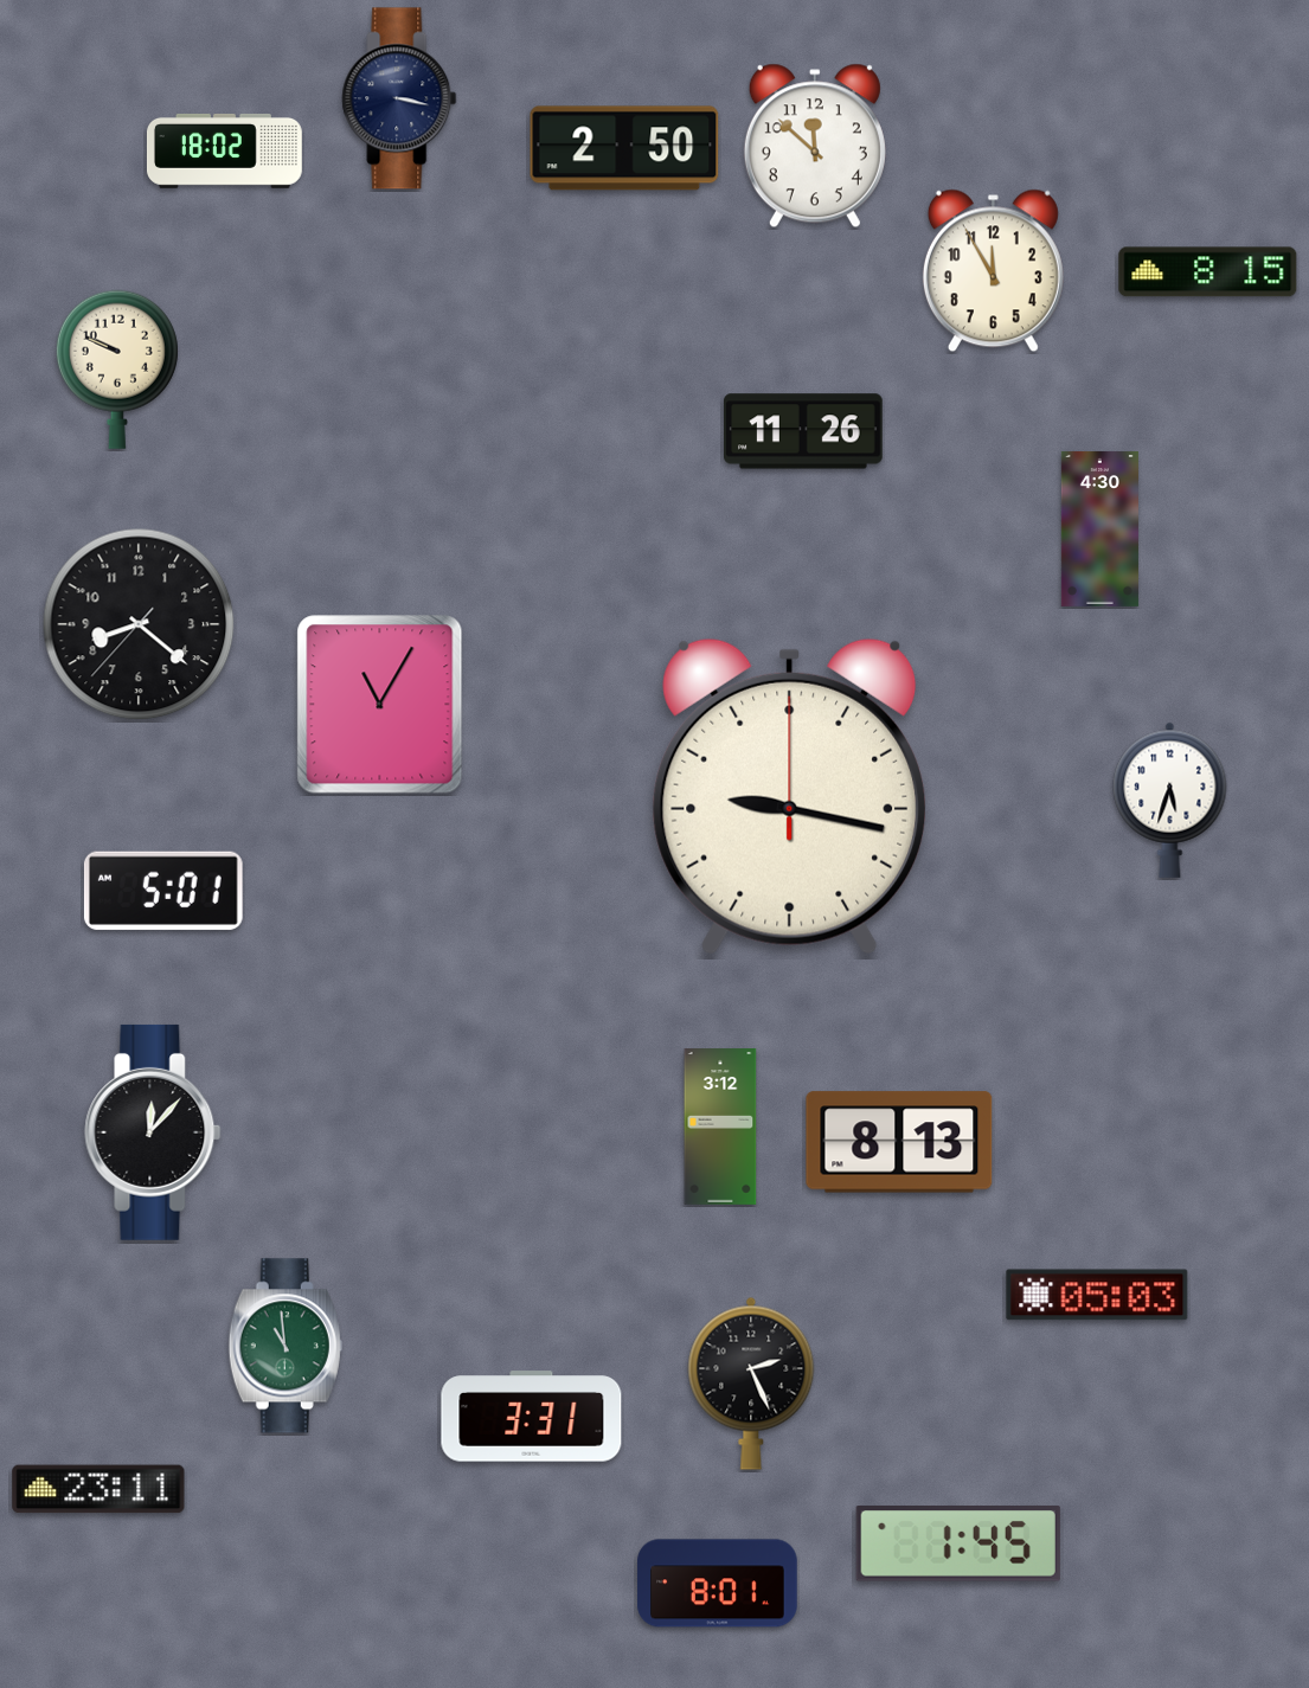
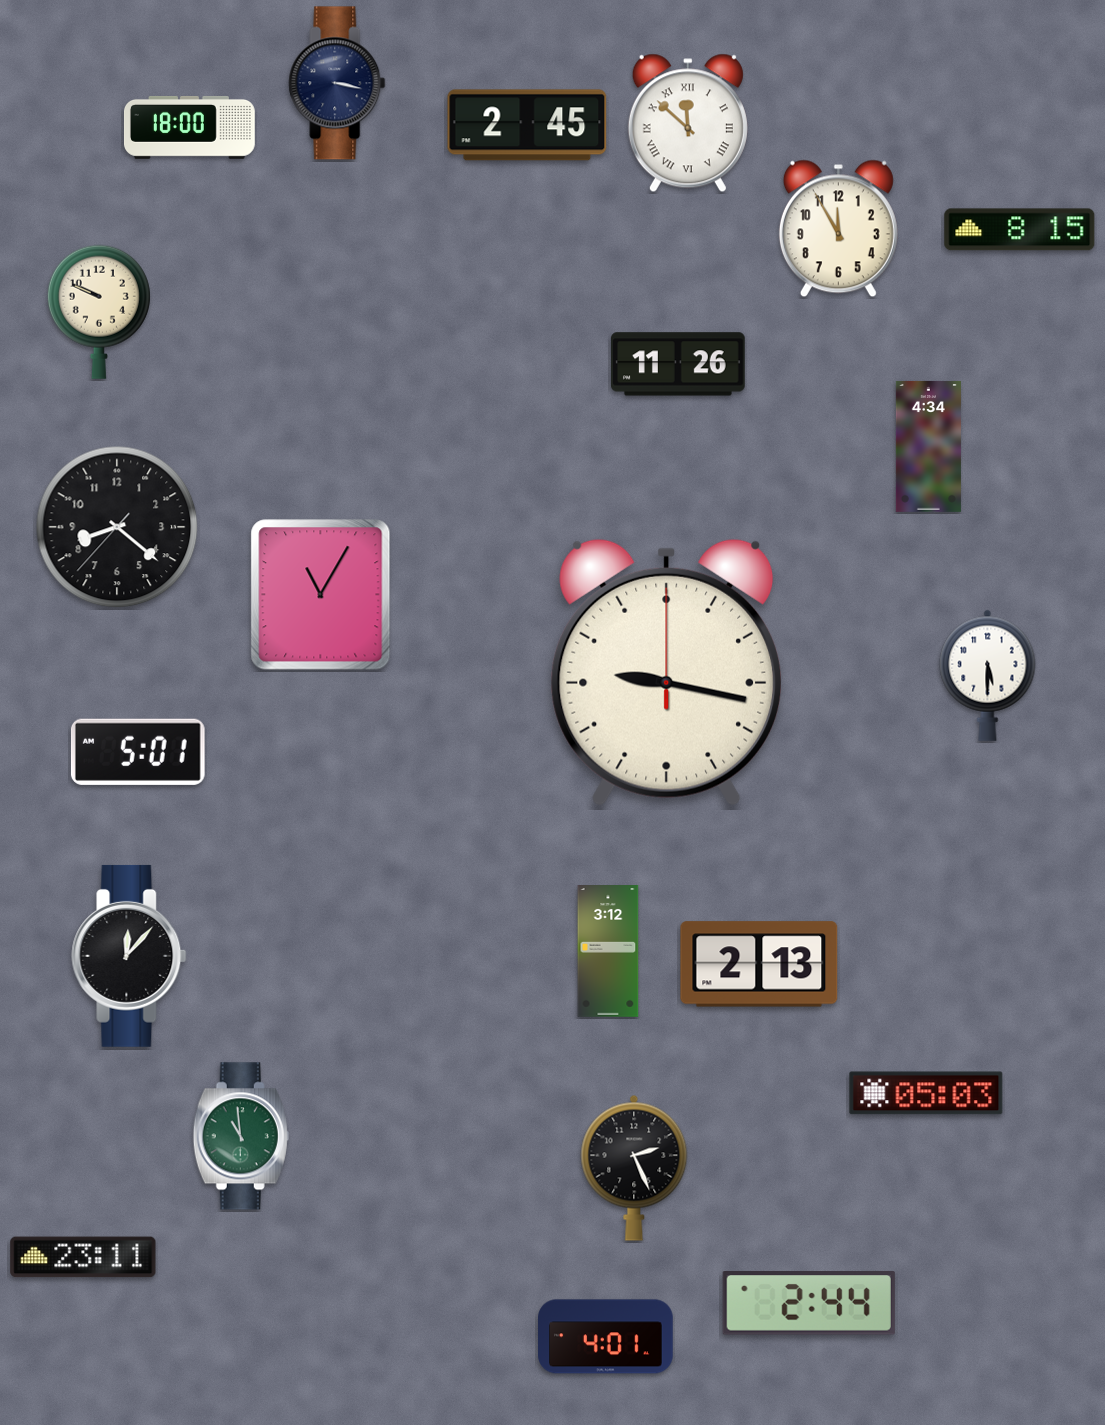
clock at (815, 146) numerals: Arabic -> Roman
clock at (624, 148): 2:50 -> 2:45
clock at (224, 150): 18:02 -> 18:00
clock at (1099, 528): 4:30 -> 4:34
clock at (1170, 800): 5:33 -> 5:30
clock at (899, 1142): 8:13 -> 2:13
clock at (532, 1417): 3:31 -> none
clock at (958, 1545): 1:45 -> 2:44
clock at (718, 1584): 8:01 -> 4:01
